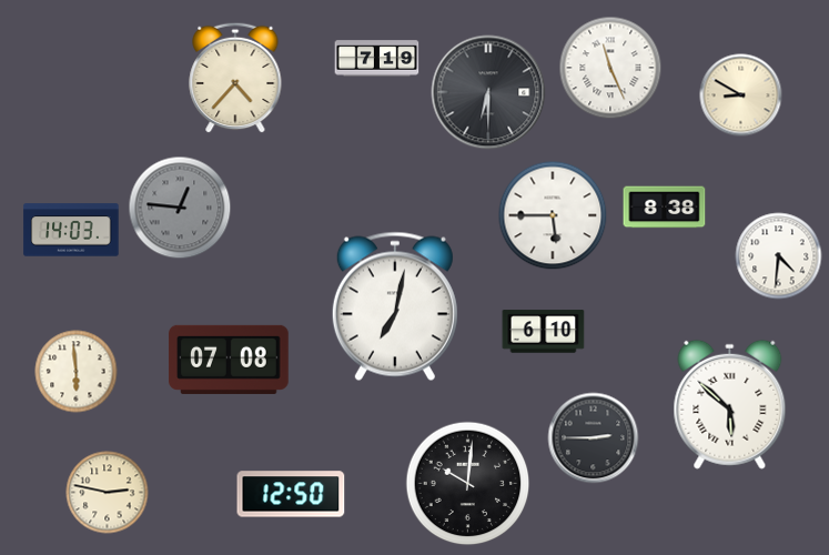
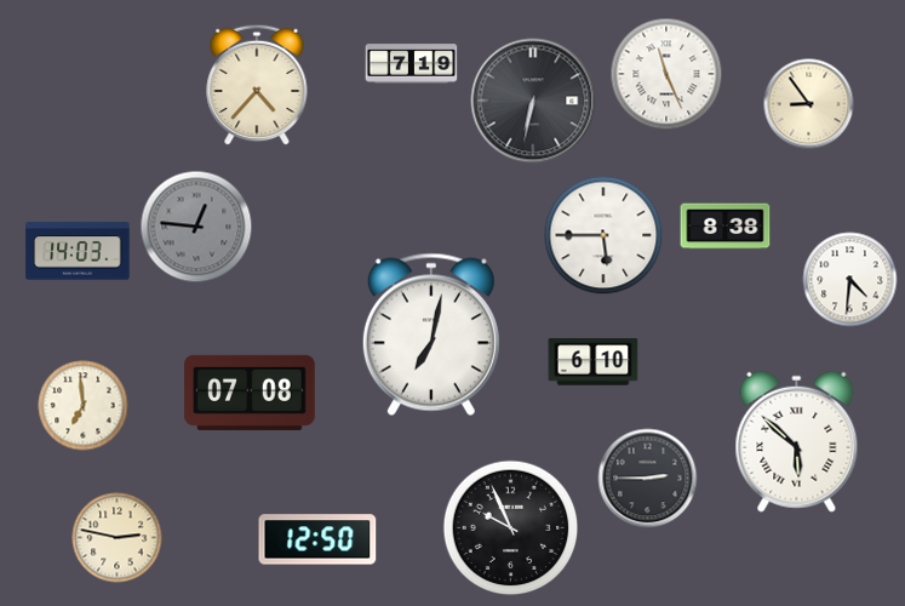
clock at (488, 92): 6:30 -> 6:32
clock at (741, 95): 8:50 -> 8:54
clock at (77, 372): 5:59 -> 6:59
clock at (468, 484): 10:01 -> 9:56
